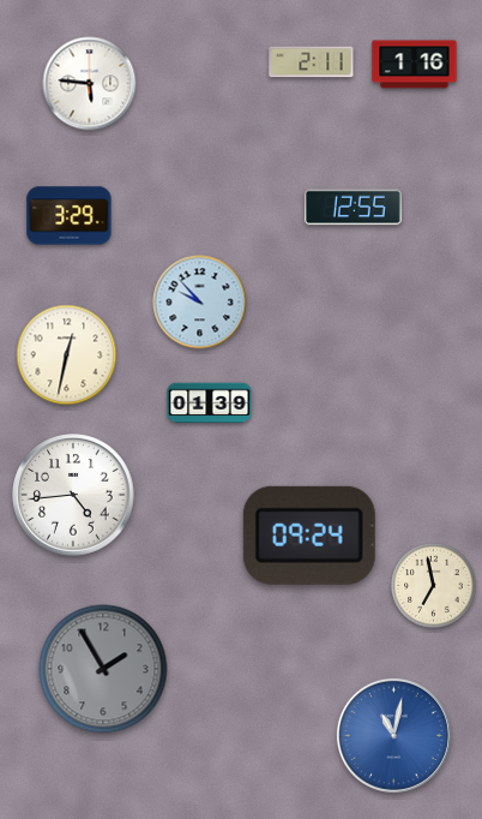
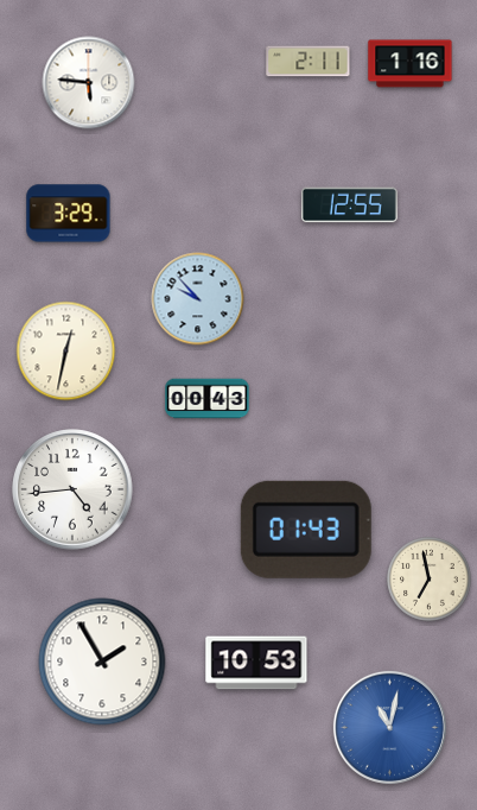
clock at (210, 403): 01:39 -> 00:43
clock at (309, 536): 09:24 -> 01:43
clock at (103, 669) dial: grey -> white
clock at (256, 663): none -> 10:53
